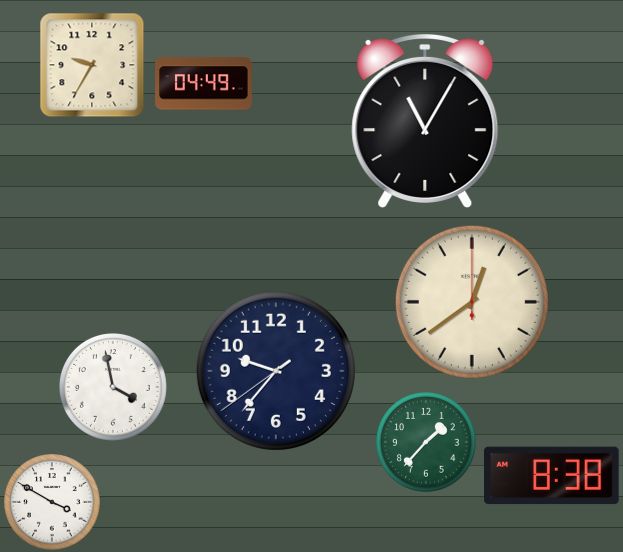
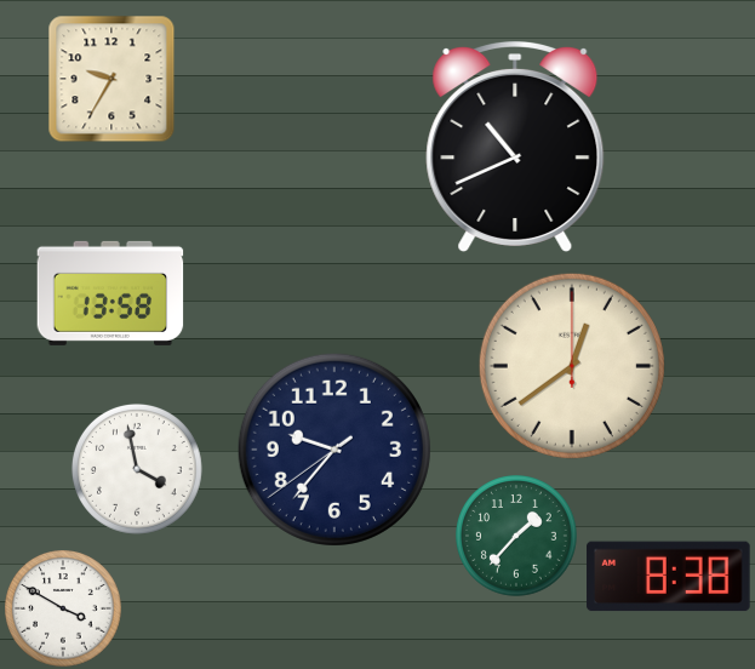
clock at (204, 84): 04:49 -> none
clock at (425, 121): 11:05 -> 10:41
clock at (110, 293): none -> 13:58
